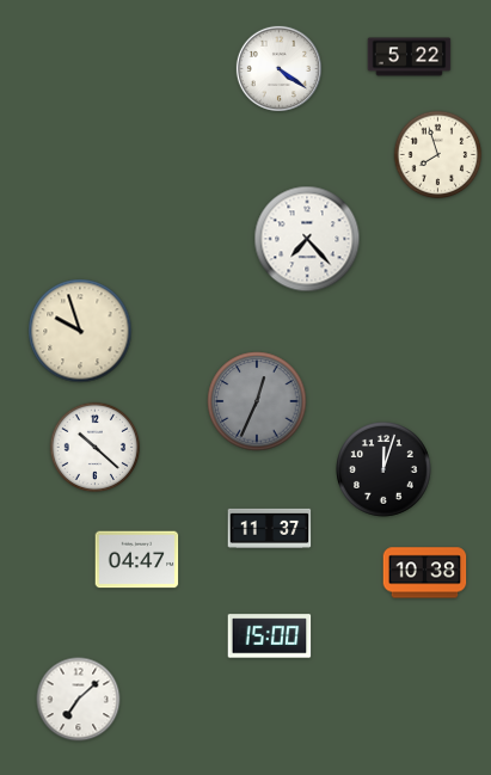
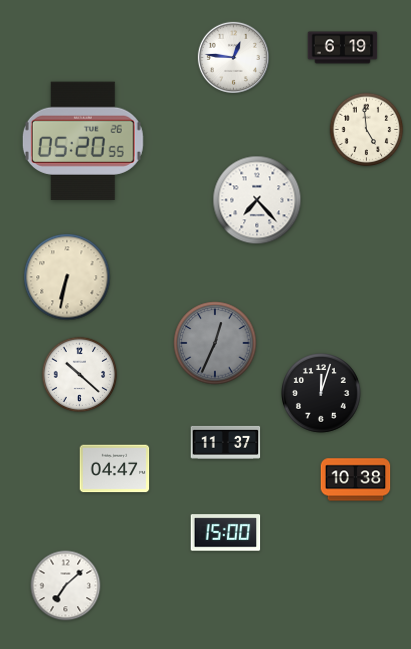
clock at (410, 57): 5:22 -> 6:19
clock at (278, 68): 4:21 -> 12:46
clock at (438, 155): 7:57 -> 4:59
clock at (83, 140): none -> 05:20
clock at (80, 331): 9:57 -> 6:32
clock at (257, 401) position: (257, 401) -> (215, 343)
